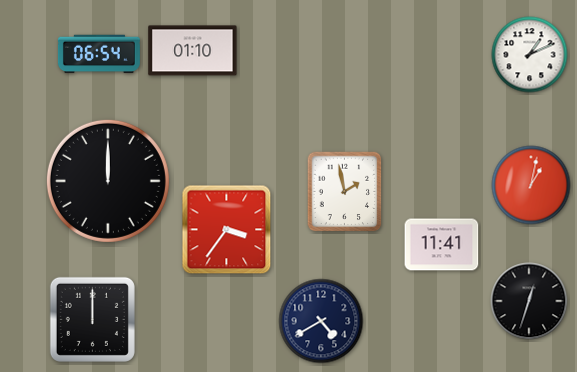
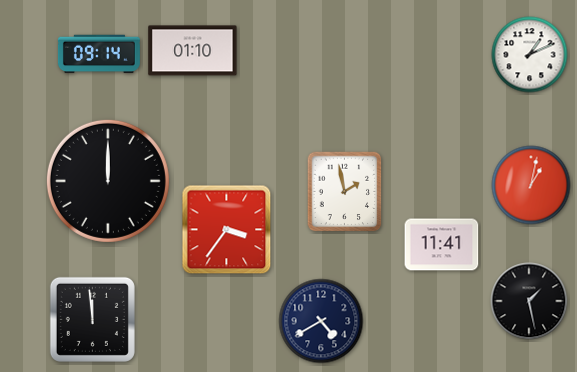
clock at (99, 54): 06:54 -> 09:14
clock at (529, 301): 12:33 -> 1:28
clock at (92, 319): 12:00 -> 11:59
